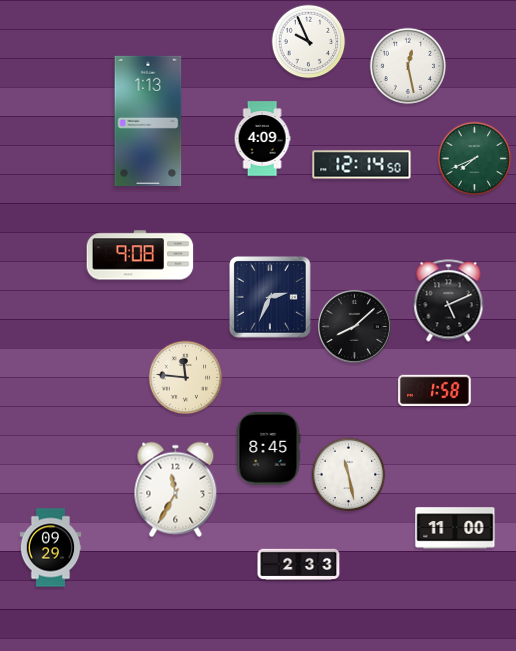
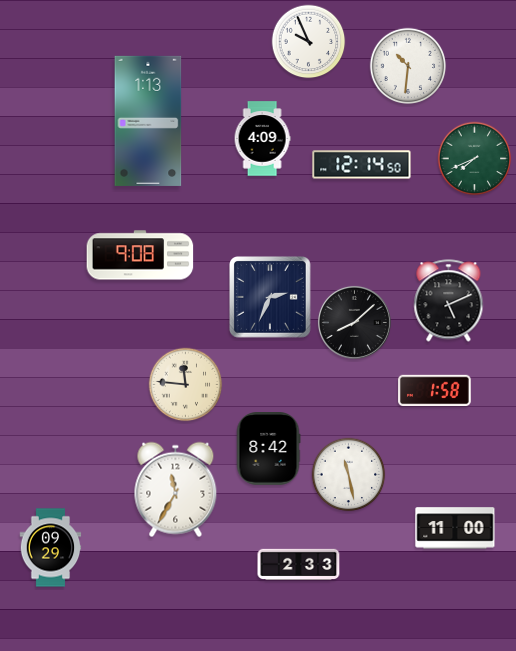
clock at (408, 66): 12:28 -> 10:31
clock at (354, 326) position: (354, 326) -> (354, 322)
clock at (186, 378) position: (186, 378) -> (186, 385)
clock at (268, 449): 8:45 -> 8:42
